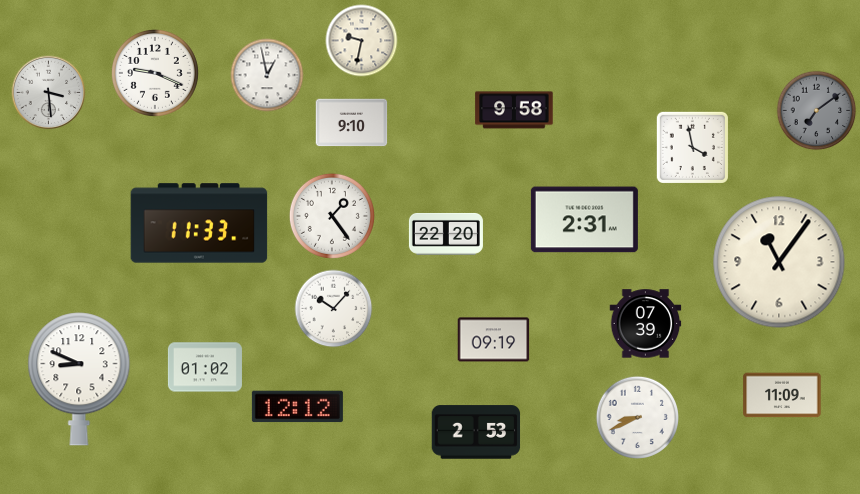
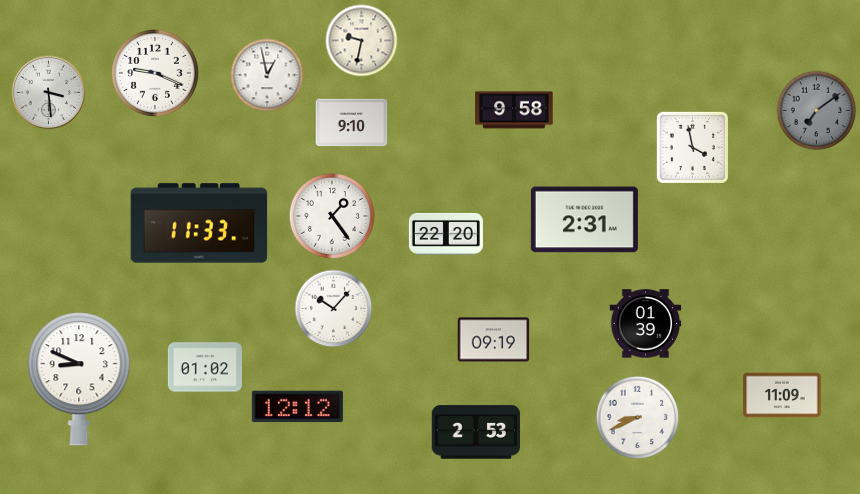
clock at (779, 262): 11:06 -> none
clock at (646, 324): 07:39 -> 01:39
